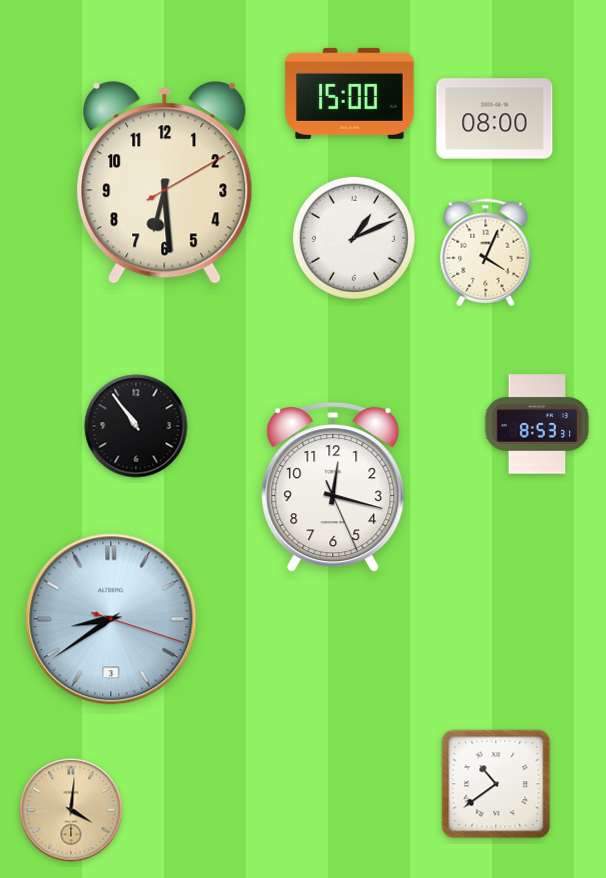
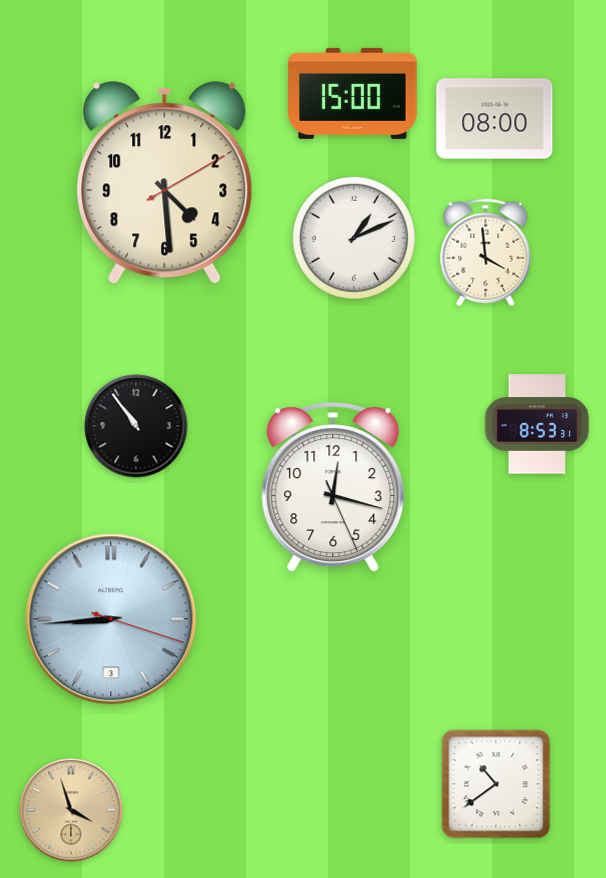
clock at (350, 93) position: (350, 93) -> (353, 93)
clock at (165, 183): 6:29 -> 4:29
clock at (486, 253): 4:04 -> 3:59
clock at (111, 619): 8:39 -> 8:44
clock at (71, 810): 4:01 -> 3:57
